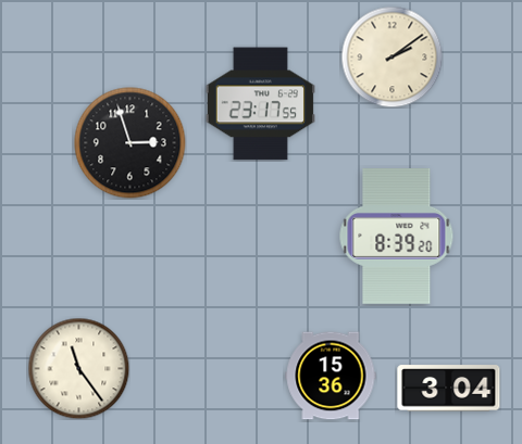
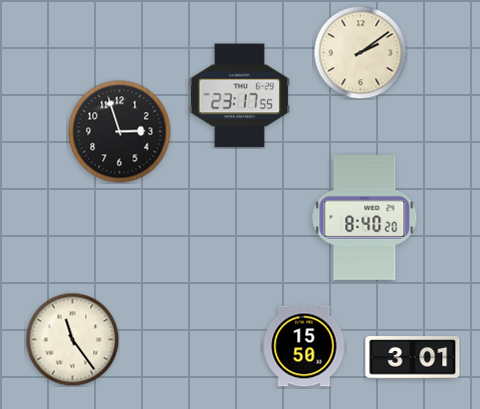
clock at (397, 237): 8:39 -> 8:40
clock at (331, 376): 15:36 -> 15:50
clock at (449, 389): 3:04 -> 3:01
